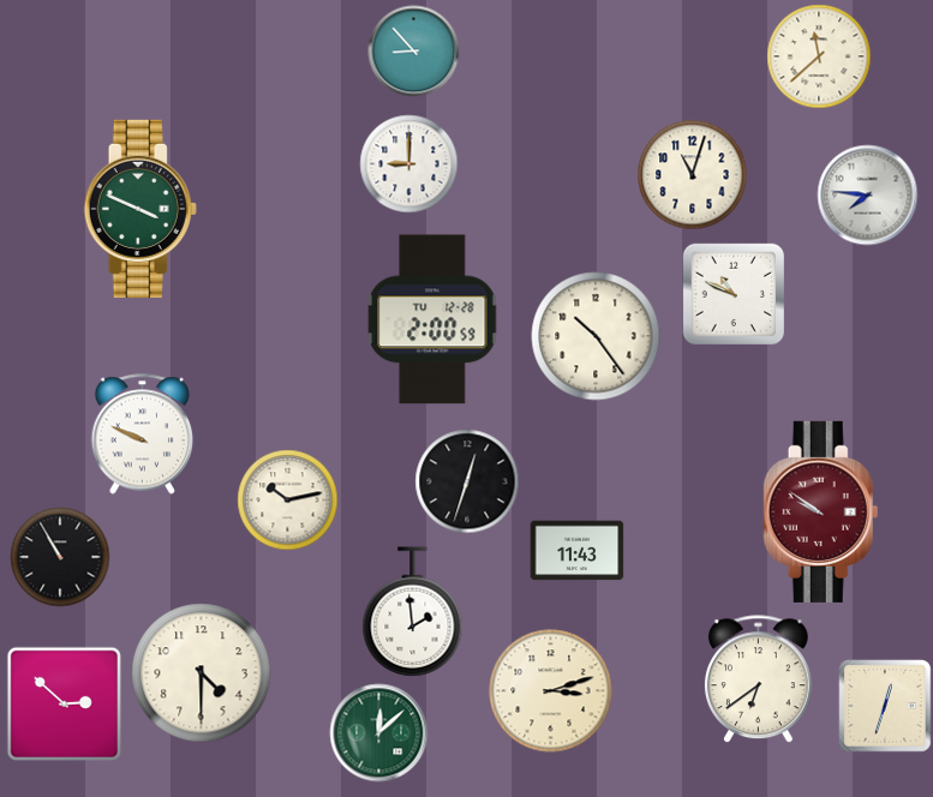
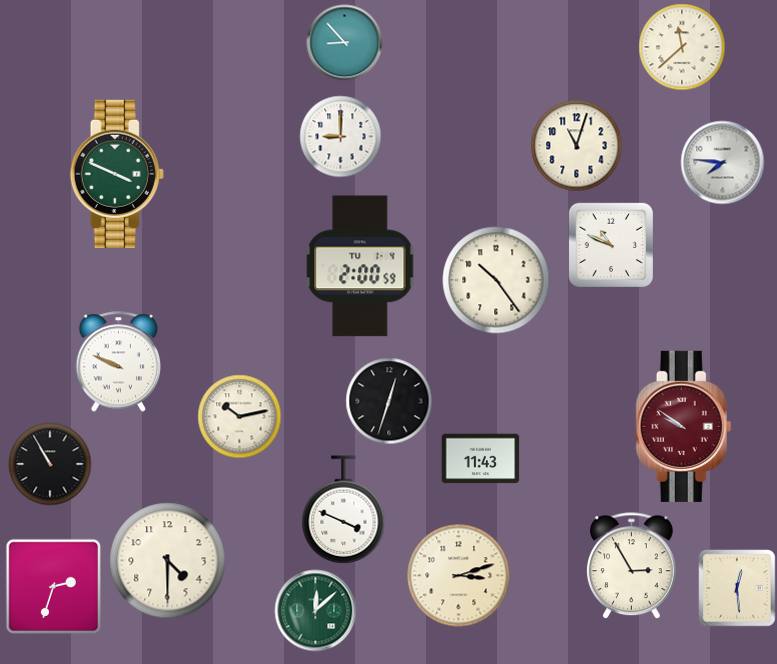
clock at (432, 319) date: TU 12-28 -> TU 1-4
clock at (413, 612): 1:59 -> 3:49
clock at (758, 679): 6:39 -> 2:55
clock at (64, 703): 2:52 -> 2:33
clock at (885, 706): 12:33 -> 12:29
